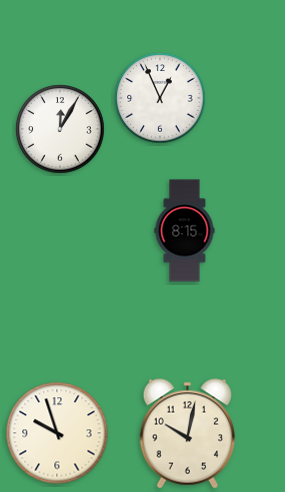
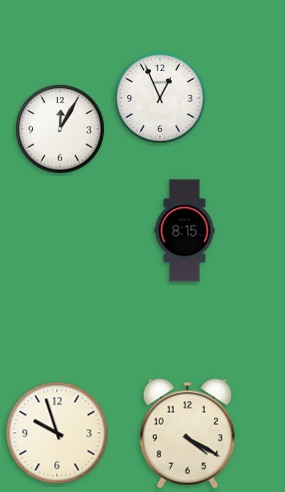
clock at (187, 434): 10:02 -> 4:20
